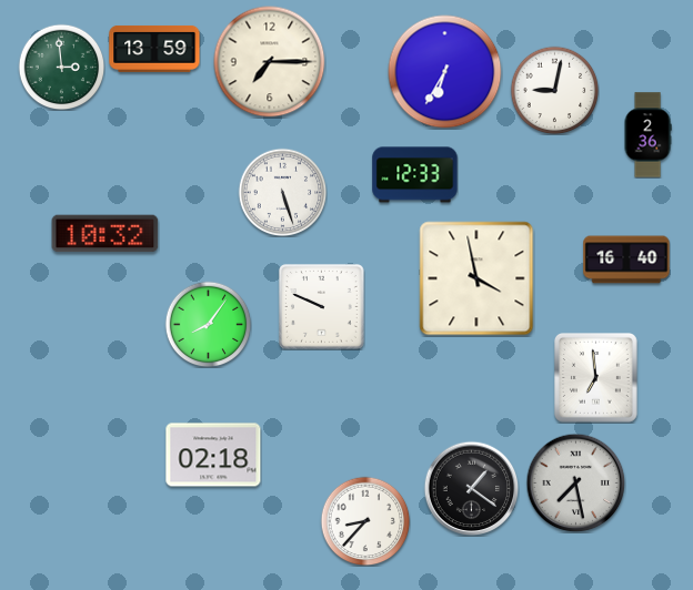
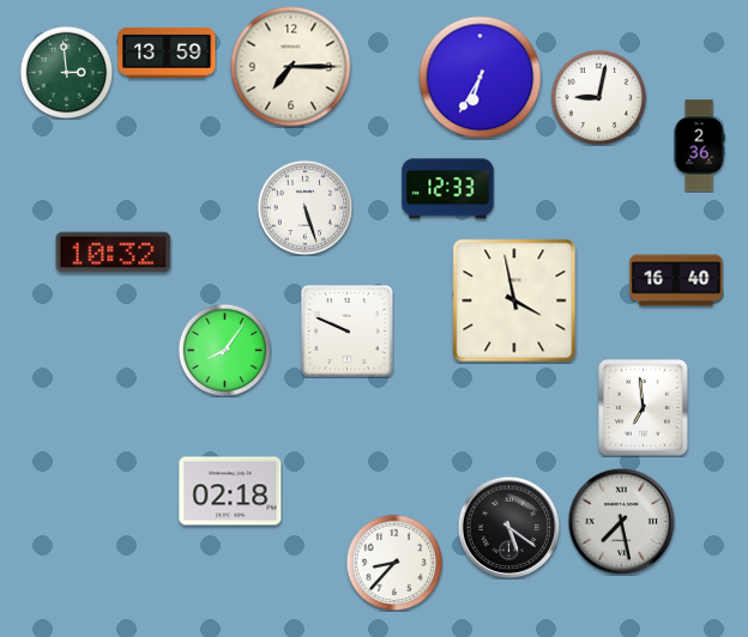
clock at (471, 488): 1:21 -> 5:21
